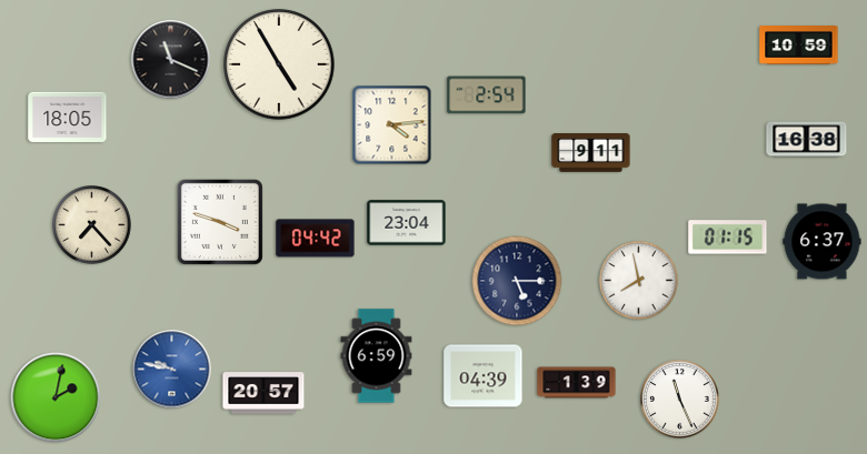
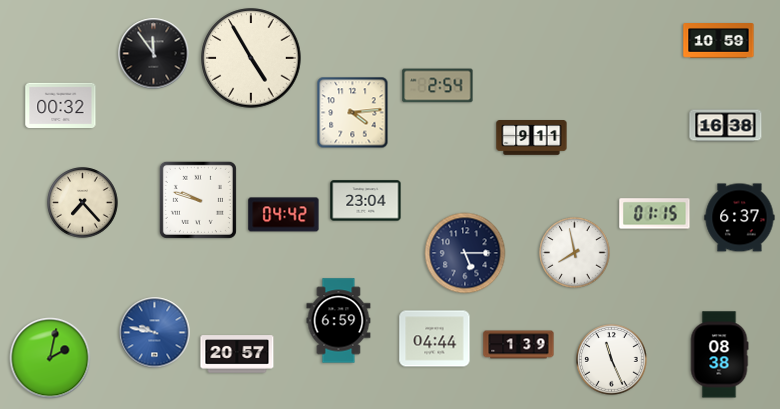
clock at (171, 60): 11:19 -> 11:54
clock at (68, 118): 18:05 -> 00:32
clock at (220, 222): 3:48 -> 9:48
clock at (484, 376): 04:39 -> 04:44
clock at (719, 355): none -> 08:38
